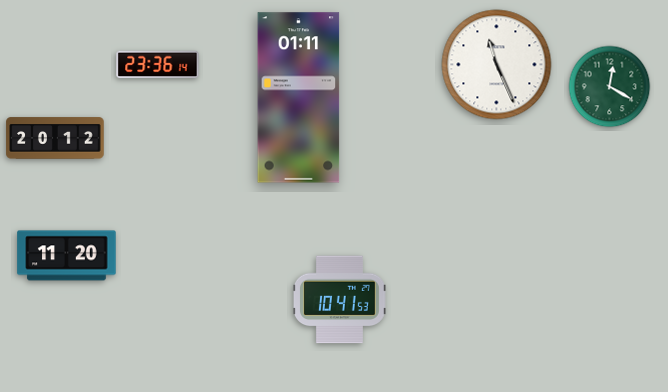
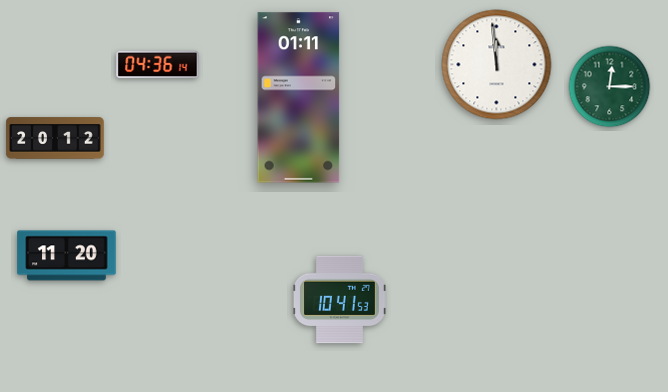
clock at (158, 65): 23:36 -> 04:36
clock at (497, 65): 11:26 -> 11:59
clock at (610, 87): 12:20 -> 12:15
